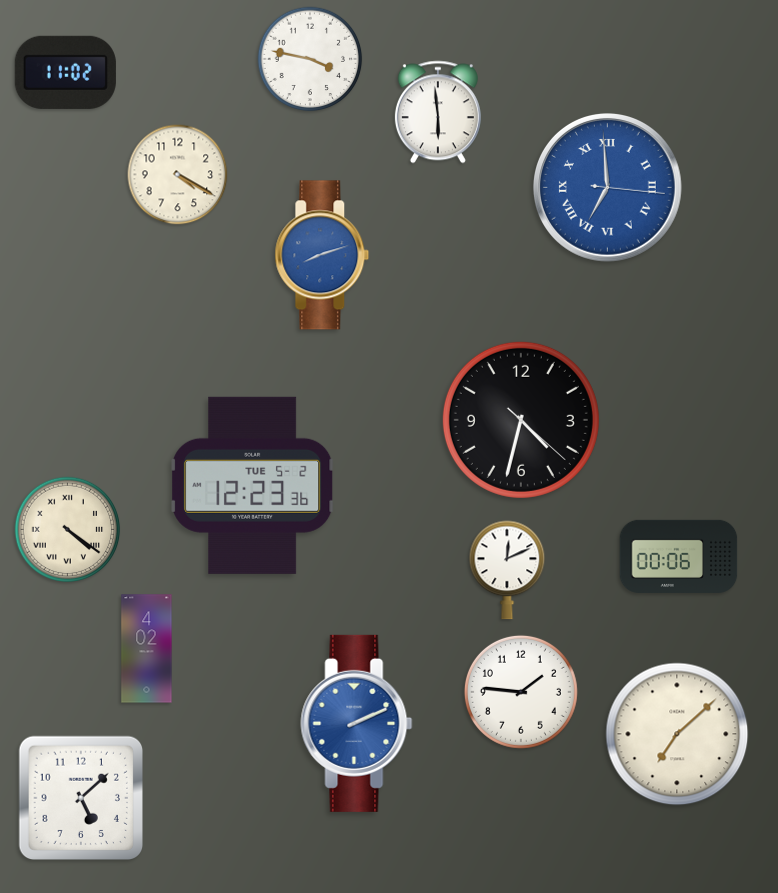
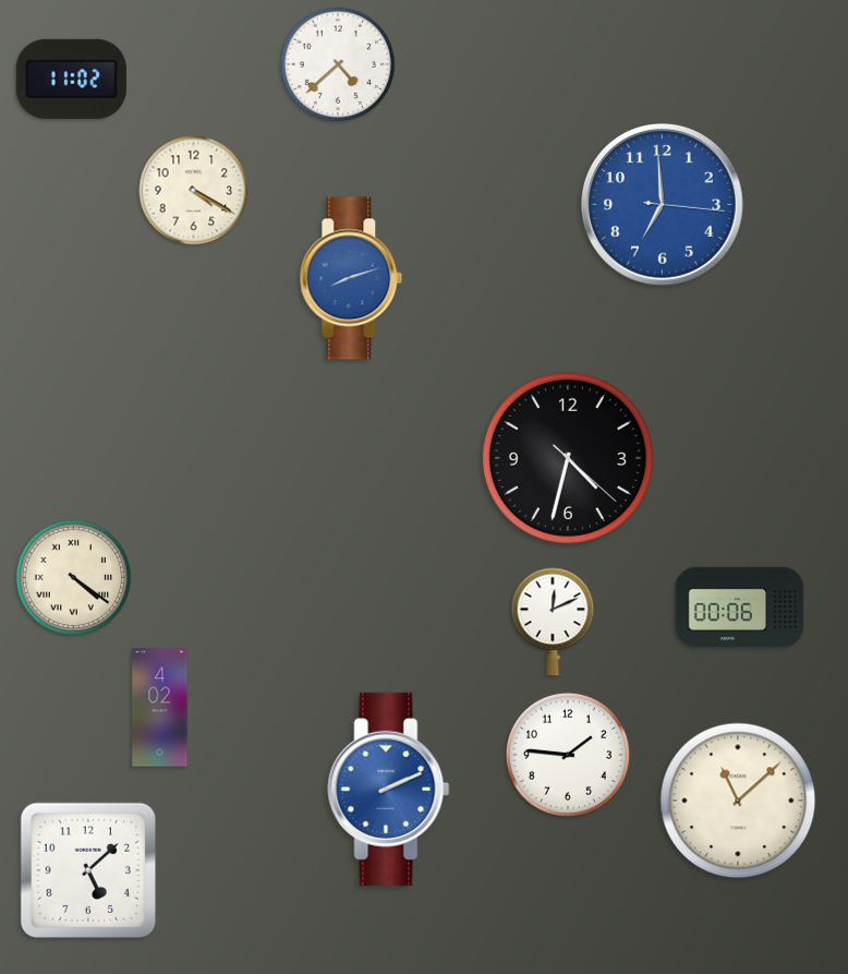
clock at (310, 59): 3:47 -> 4:38
clock at (438, 112): 5:59 -> none
clock at (608, 188) numerals: Roman -> Arabic
clock at (253, 485): 12:23 -> none
clock at (677, 734): 7:08 -> 11:08
